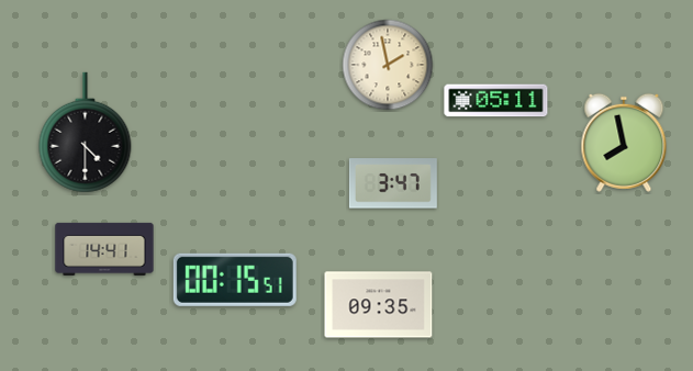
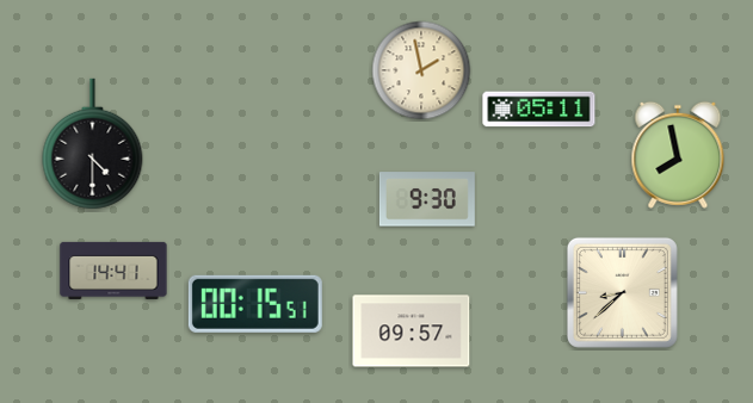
clock at (393, 183): 3:47 -> 9:30
clock at (622, 292): none -> 8:38
clock at (379, 305): 09:35 -> 09:57
